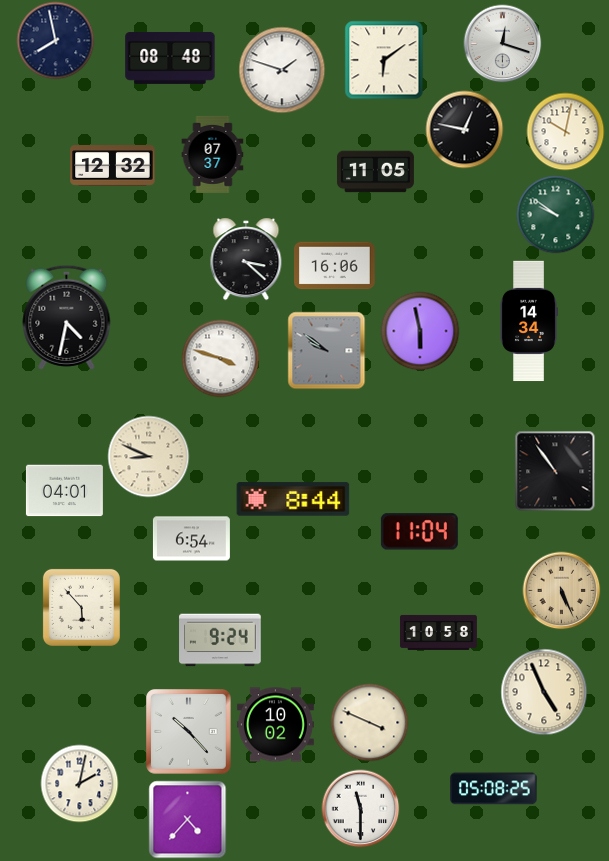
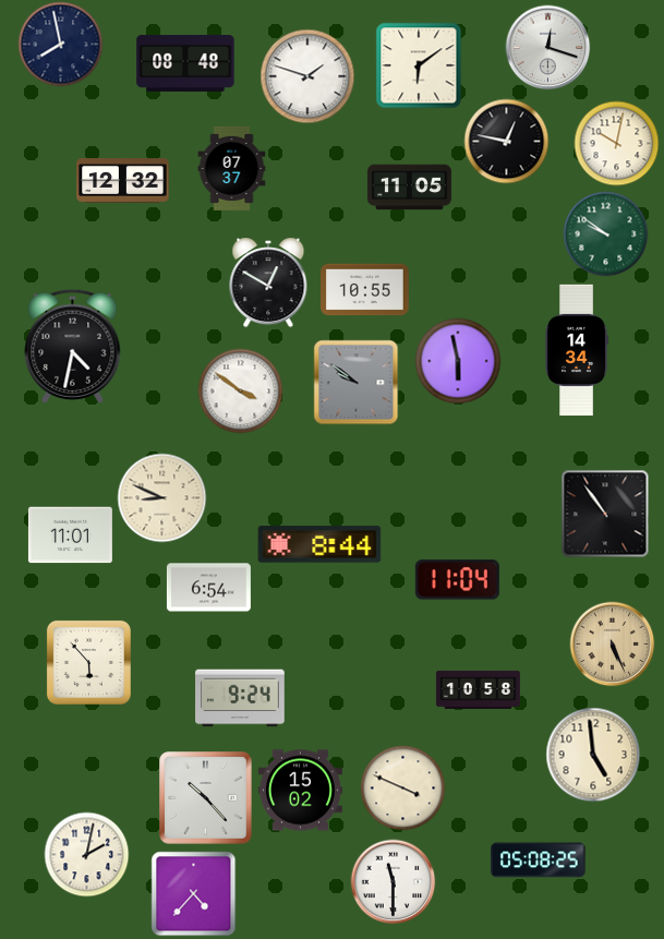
clock at (246, 259): 3:22 -> 12:50
clock at (335, 266): 16:06 -> 10:55
clock at (220, 358): 3:48 -> 3:51
clock at (64, 491): 04:01 -> 11:01
clock at (544, 692): 4:56 -> 4:59
clock at (275, 725): 10:02 -> 15:02
clock at (187, 819) position: (187, 819) -> (193, 893)
